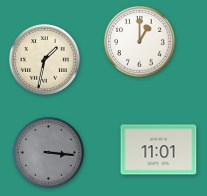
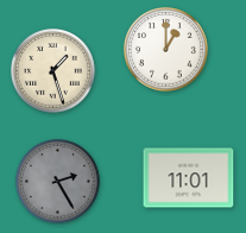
clock at (45, 60): 1:32 -> 1:27
clock at (49, 153): 3:16 -> 2:25
